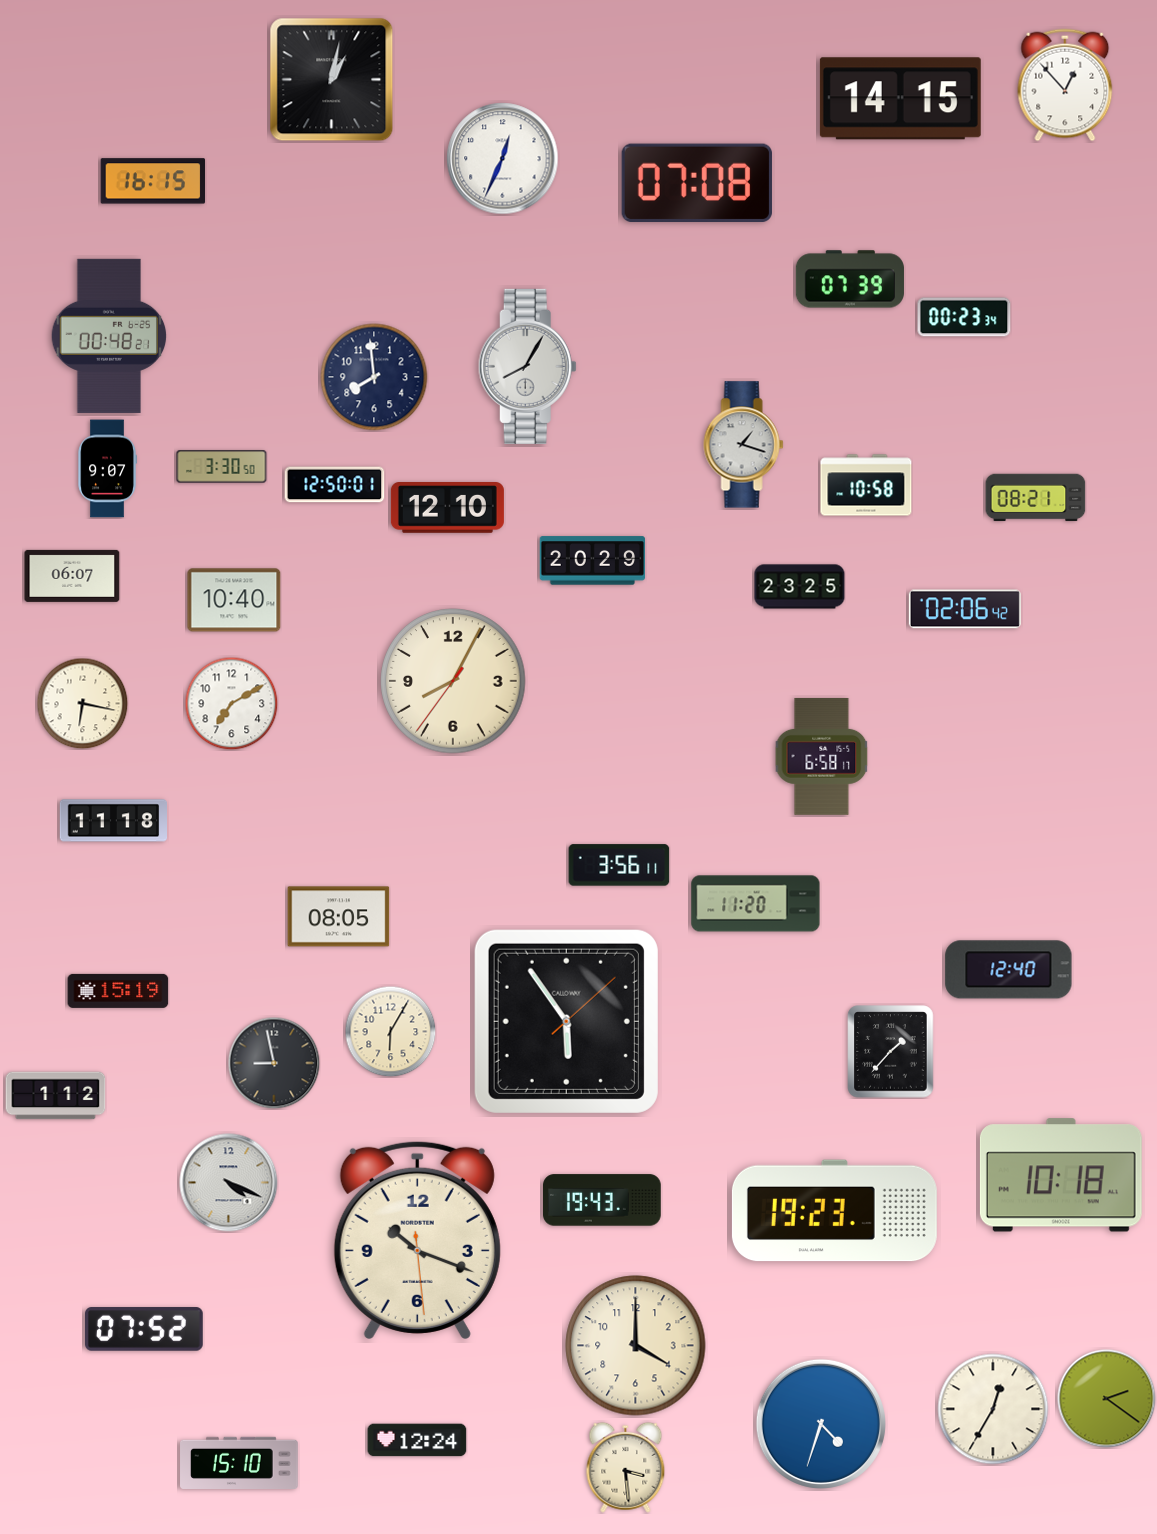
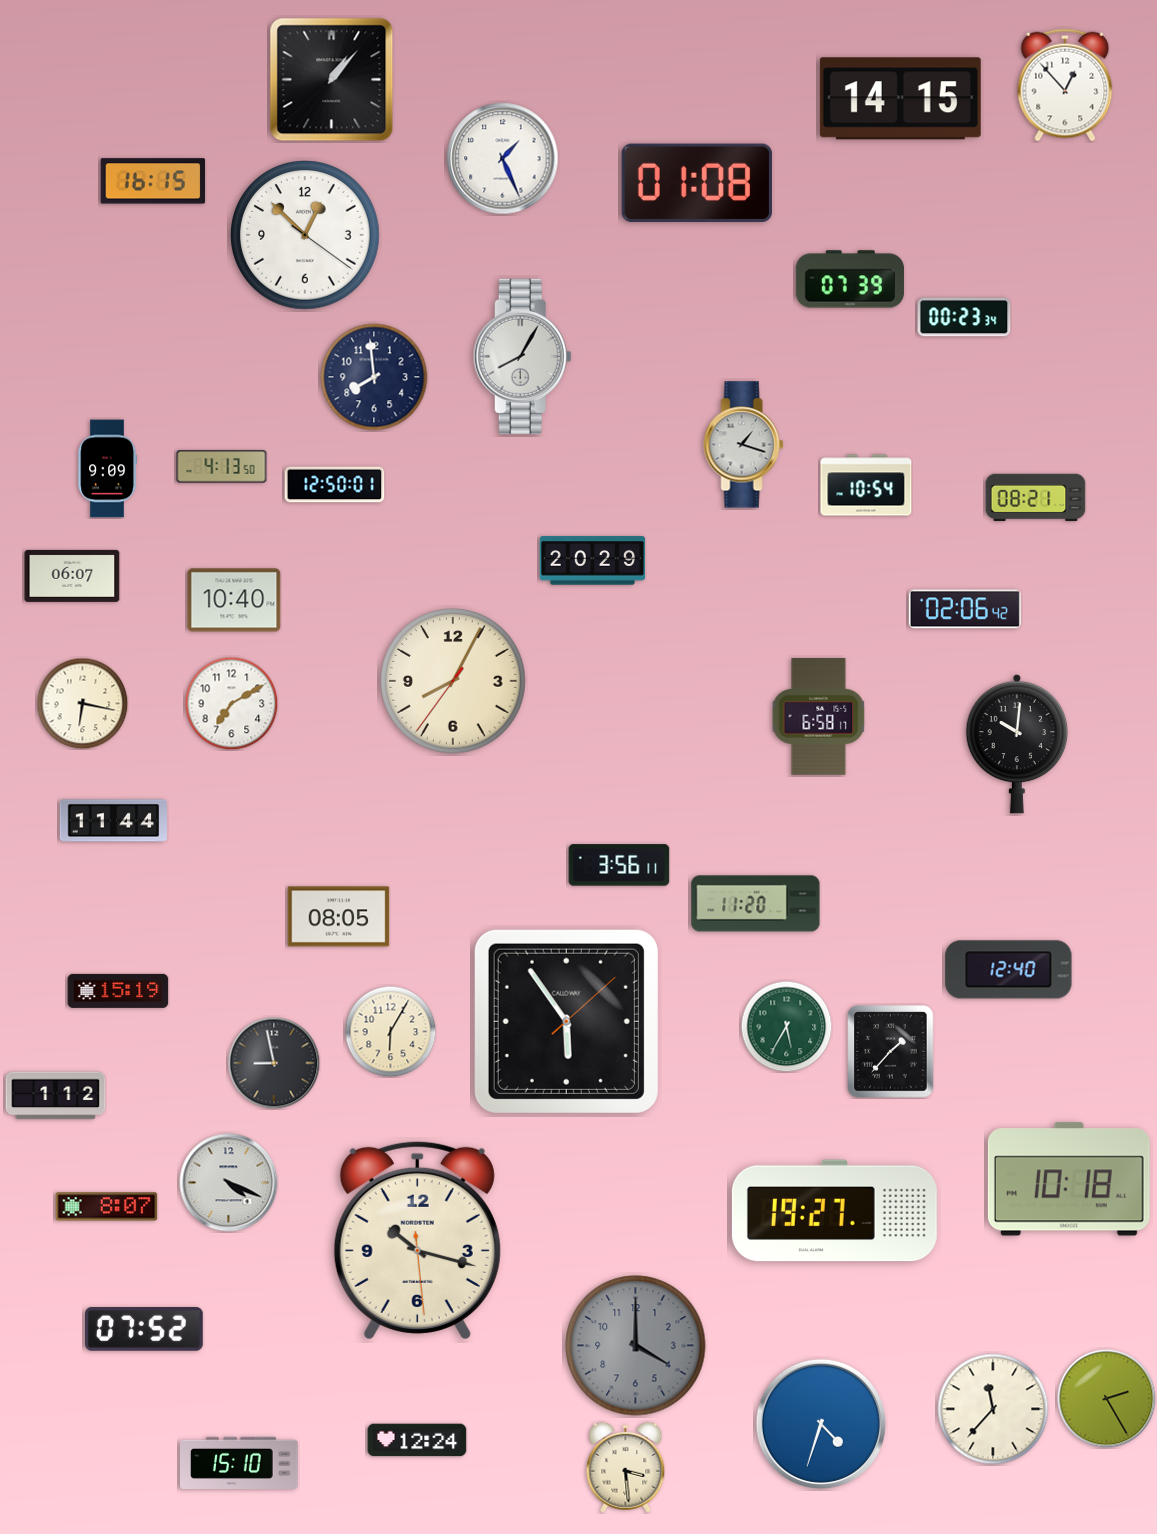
clock at (332, 80): 1:02 -> 1:07
clock at (503, 159): 12:34 -> 1:26
clock at (697, 183): 07:08 -> 01:08
clock at (305, 235): none -> 12:52
clock at (109, 336): 00:48 -> none
clock at (527, 366) position: (527, 366) -> (522, 356)
clock at (222, 467): 3:30 -> 4:13
clock at (107, 469): 9:07 -> 9:09
clock at (866, 485): 10:58 -> 10:54
clock at (447, 508): 12:10 -> none
clock at (800, 587): 23:25 -> none
clock at (1017, 744): none -> 10:01
clock at (822, 756) position: (822, 756) -> (819, 716)
clock at (114, 821): 11:18 -> 11:44
clock at (786, 1026): none -> 5:35
clock at (1061, 1175) position: (1061, 1175) -> (1069, 1179)
clock at (603, 1200): 19:43 -> none
clock at (107, 1207): none -> 8:07
clock at (834, 1211): 19:23 -> 19:27
clock at (417, 1240): 10:18 -> 10:17
clock at (636, 1346) dial: cream -> grey
clock at (1107, 1399): 2:21 -> 2:25
clock at (993, 1409): 12:35 -> 11:37
